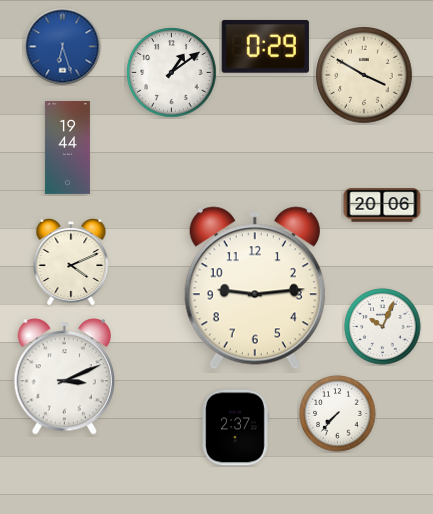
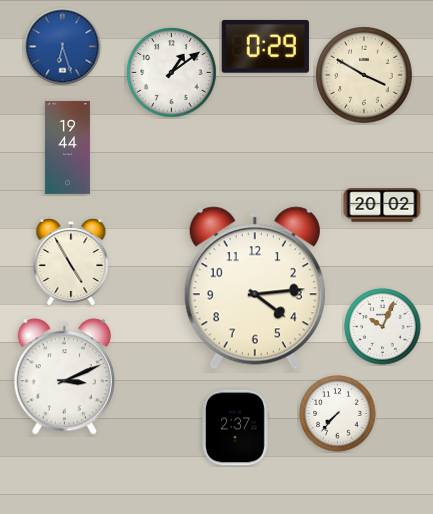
clock at (382, 205): 20:06 -> 20:02
clock at (71, 262): 4:11 -> 4:55
clock at (255, 288): 9:14 -> 4:14
